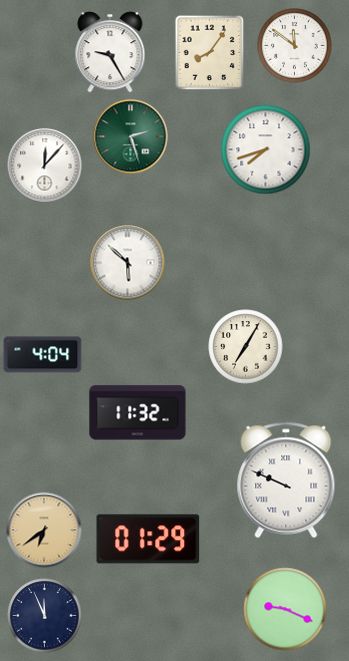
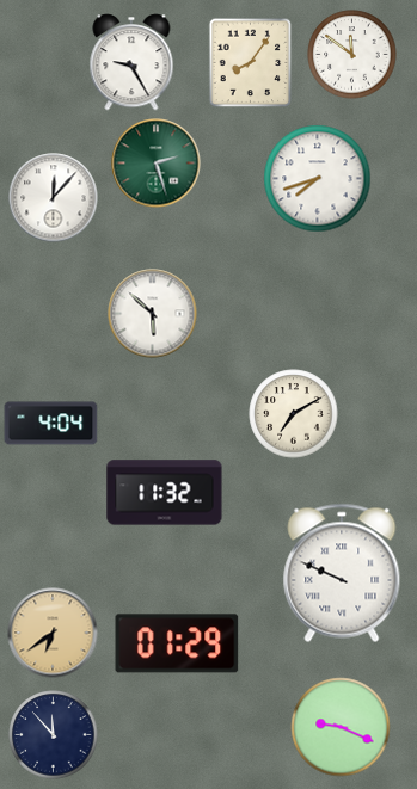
clock at (246, 347): 7:05 -> 7:10
clock at (45, 616): 11:56 -> 11:53
